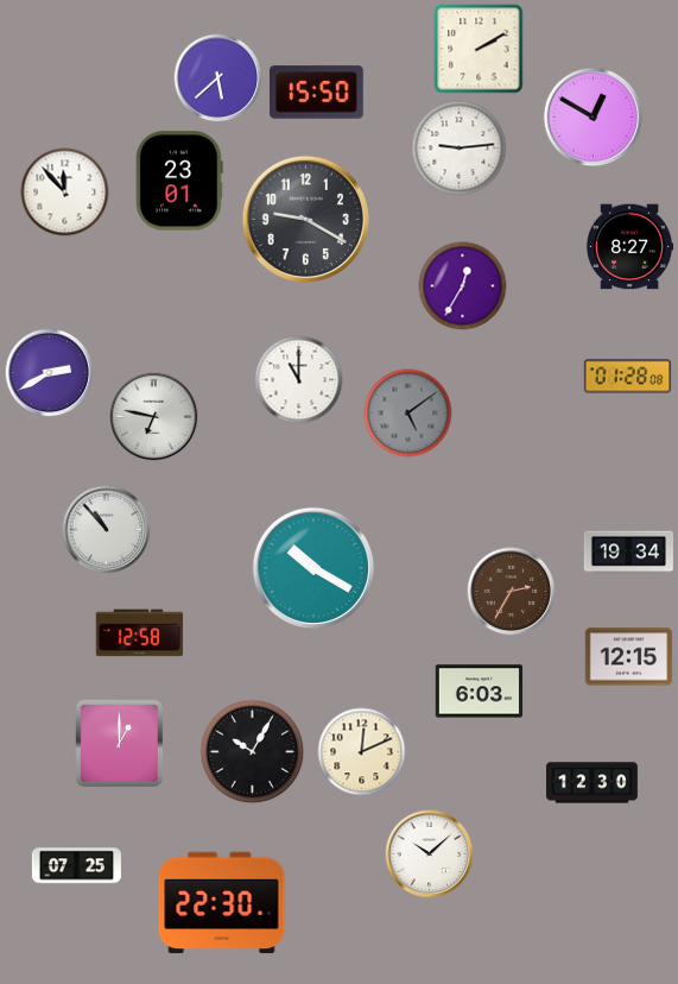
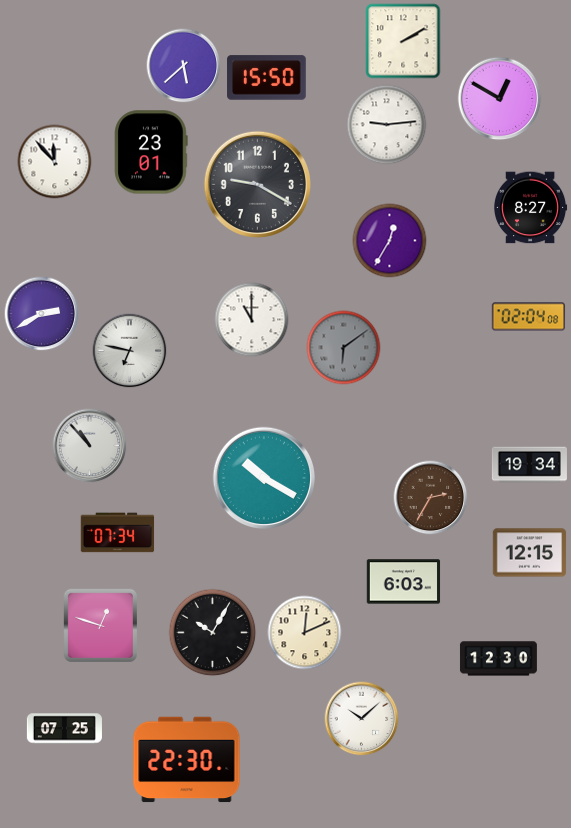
clock at (628, 377): 01:28 -> 02:04
clock at (408, 414): 5:09 -> 6:09
clock at (140, 633): 12:58 -> 07:34
clock at (119, 743): 1:00 -> 12:48
